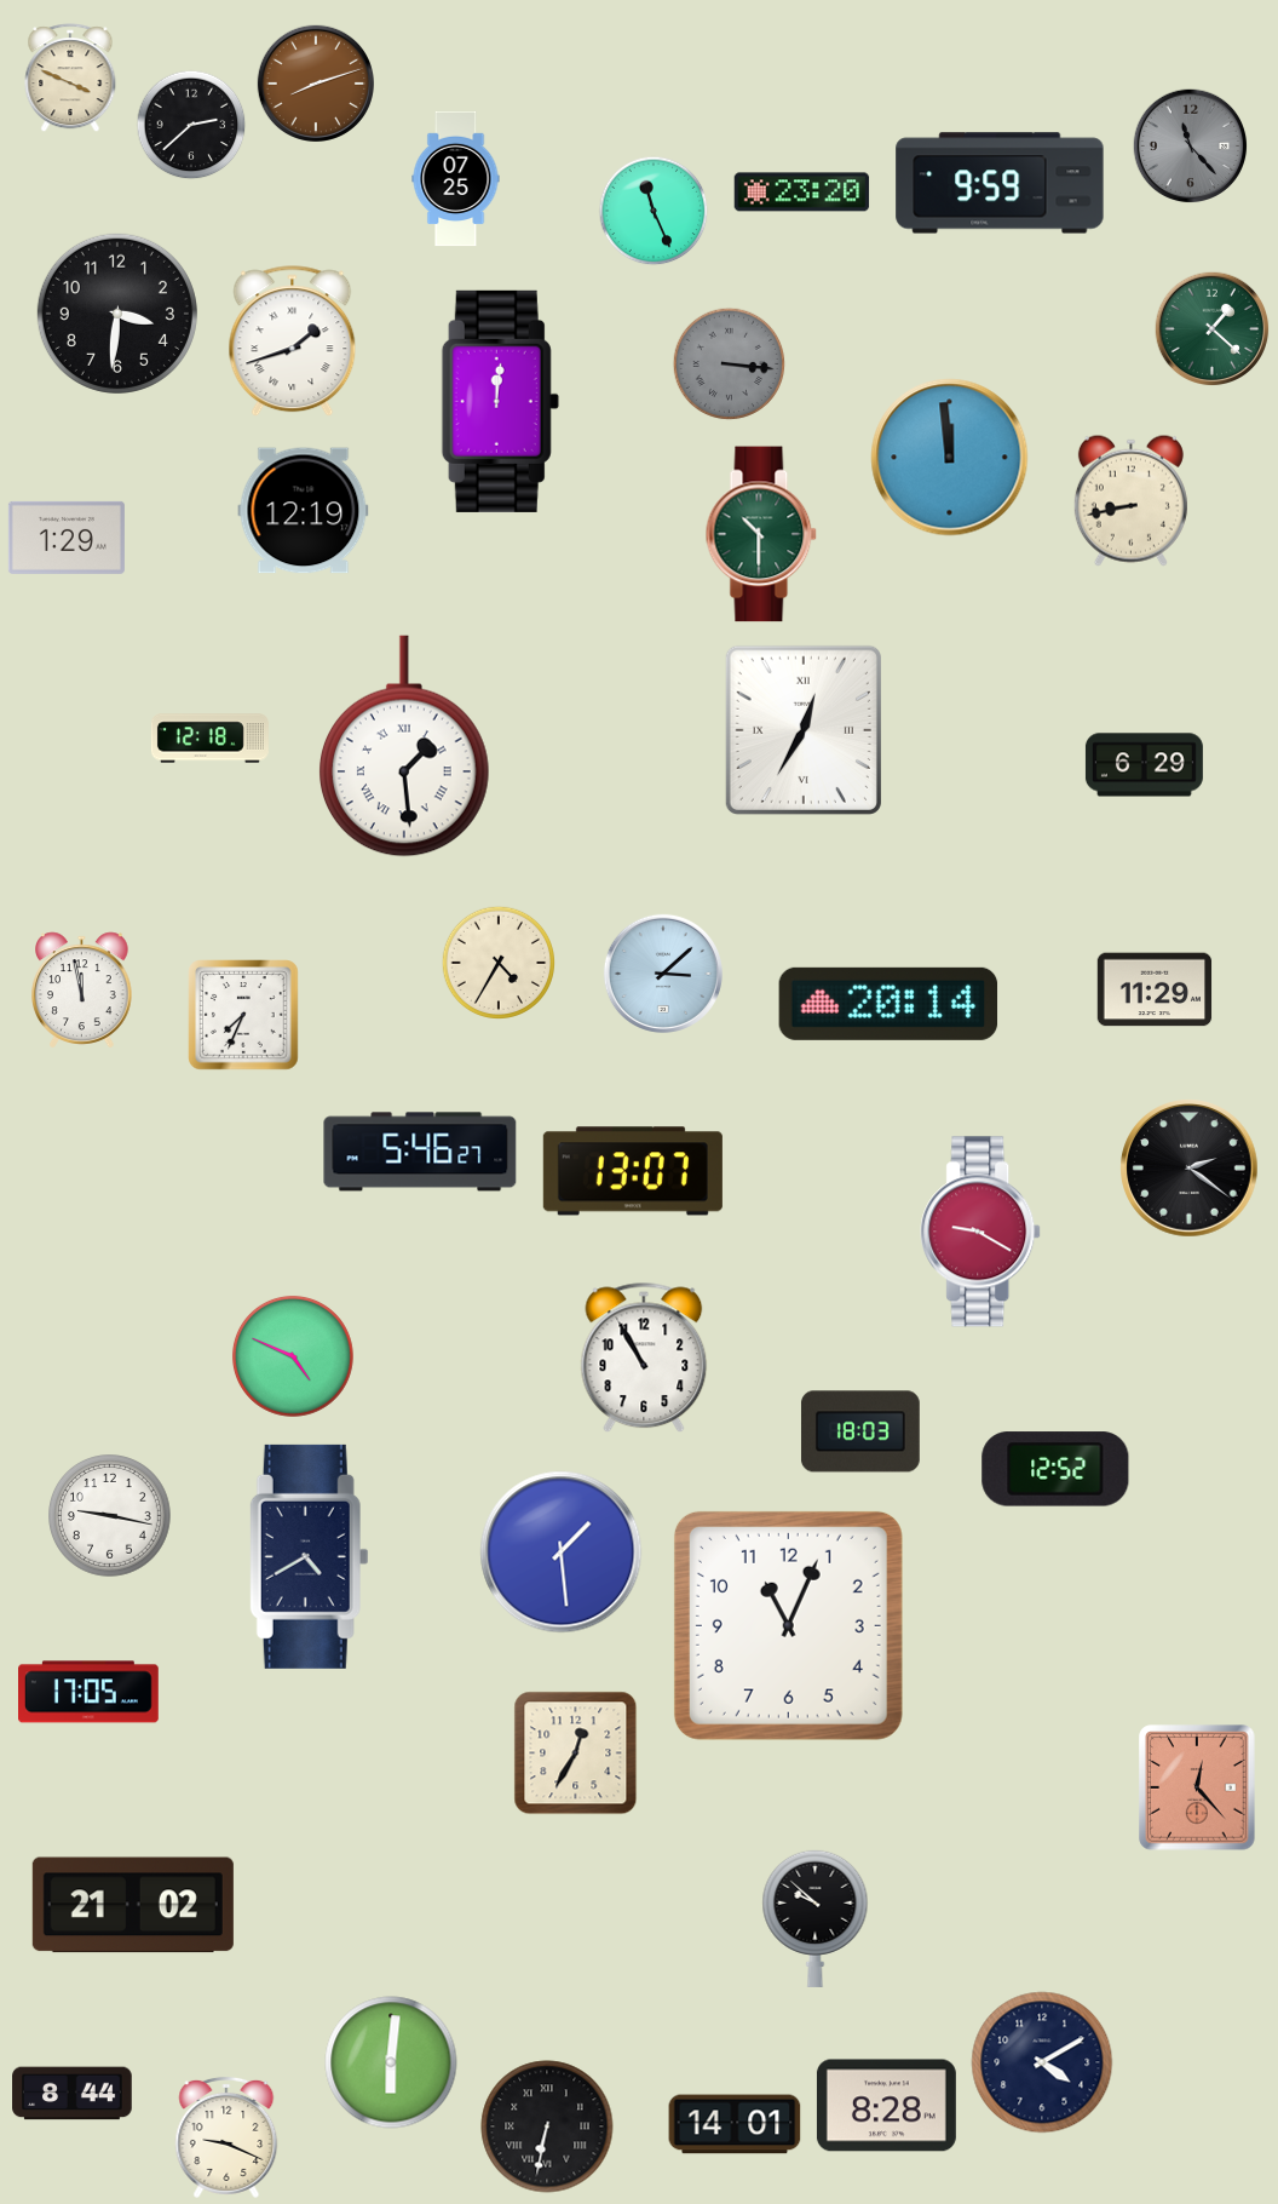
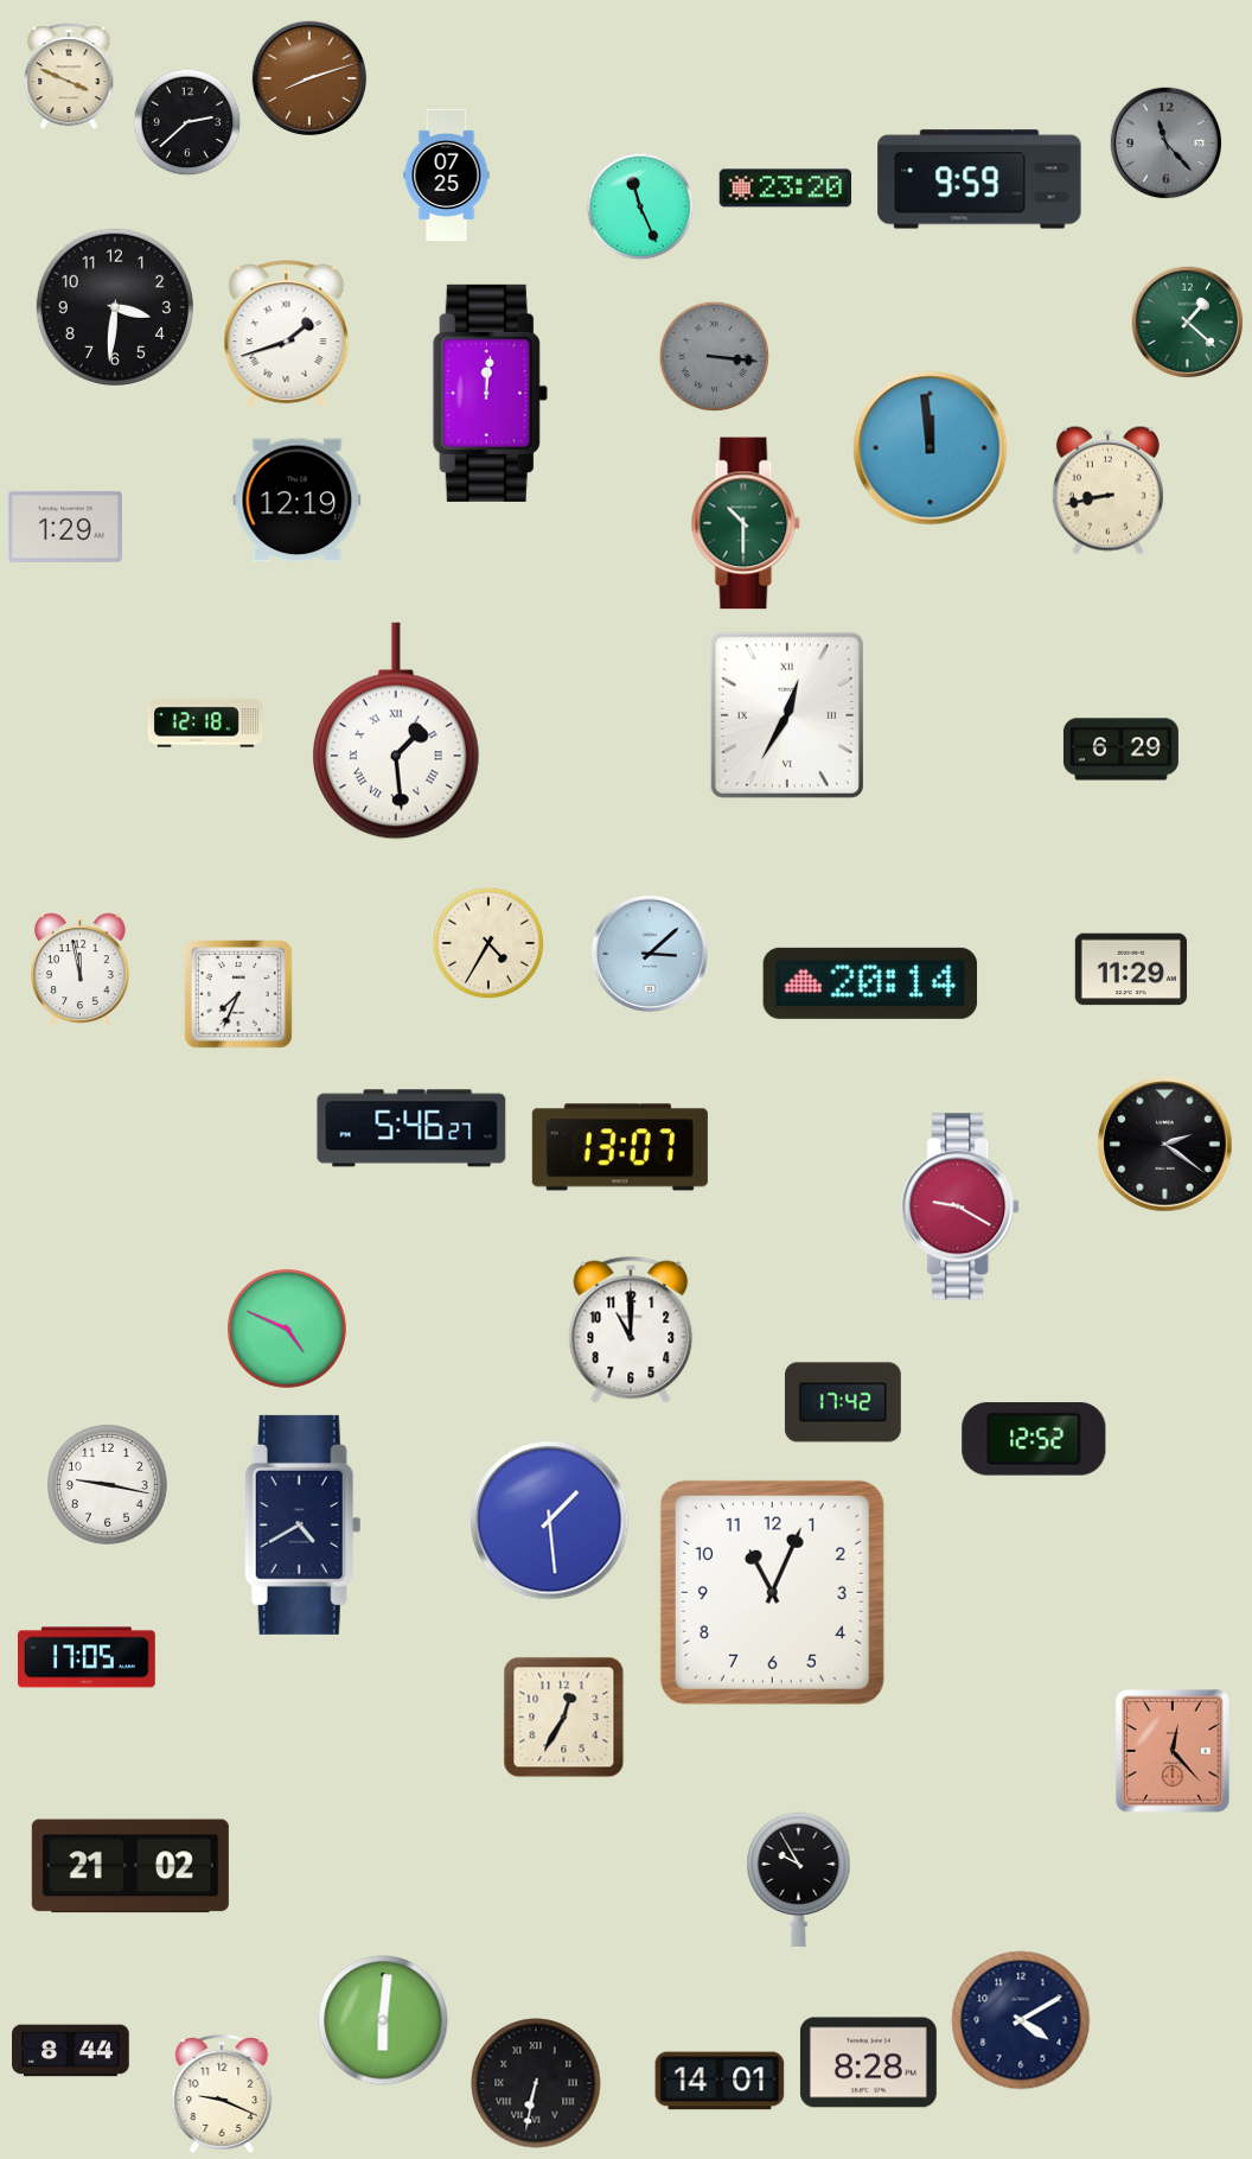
clock at (316, 84) position: (316, 84) -> (309, 78)
clock at (644, 1358): 10:55 -> 11:00
clock at (860, 1431): 18:03 -> 17:42
clock at (816, 1918): 9:52 -> 9:55
